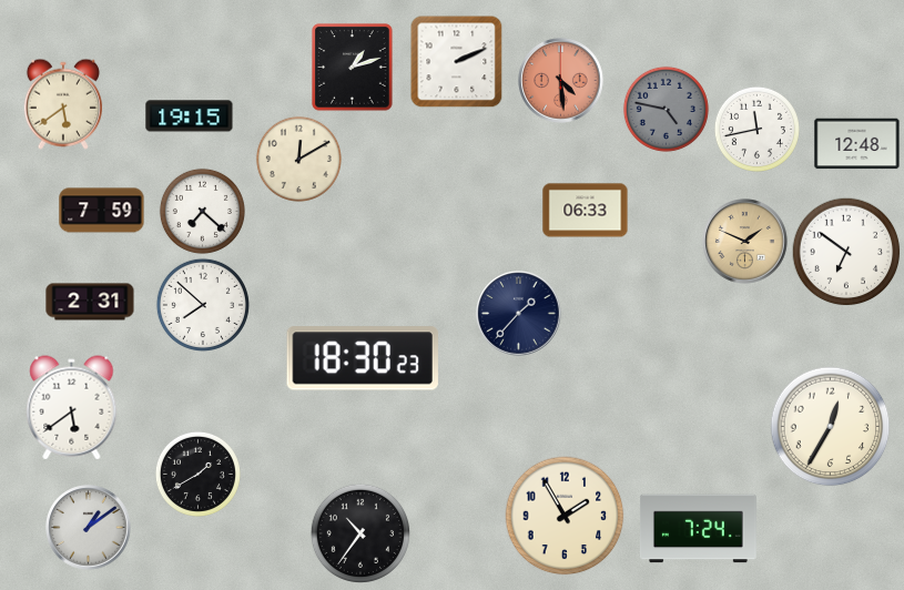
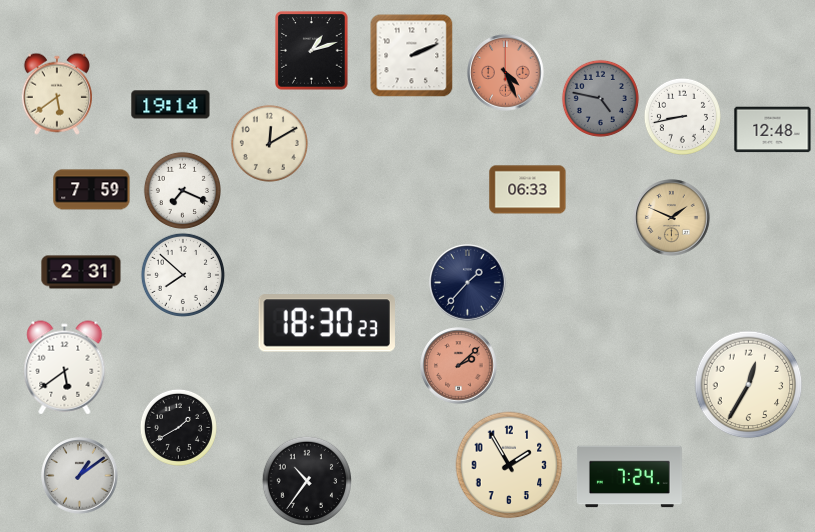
clock at (353, 68) position: (353, 68) -> (312, 51)
clock at (561, 81): 4:29 -> 4:26
clock at (190, 116): 19:15 -> 19:14
clock at (756, 129): 11:43 -> 8:43
clock at (202, 211): 7:22 -> 7:19
clock at (846, 252): 6:51 -> none
clock at (459, 366): none -> 2:08
clock at (359, 532) position: (359, 532) -> (306, 480)
